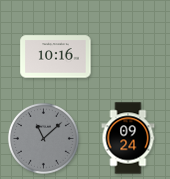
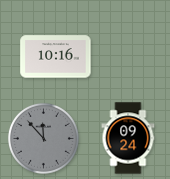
clock at (43, 138): 11:08 -> 11:53
